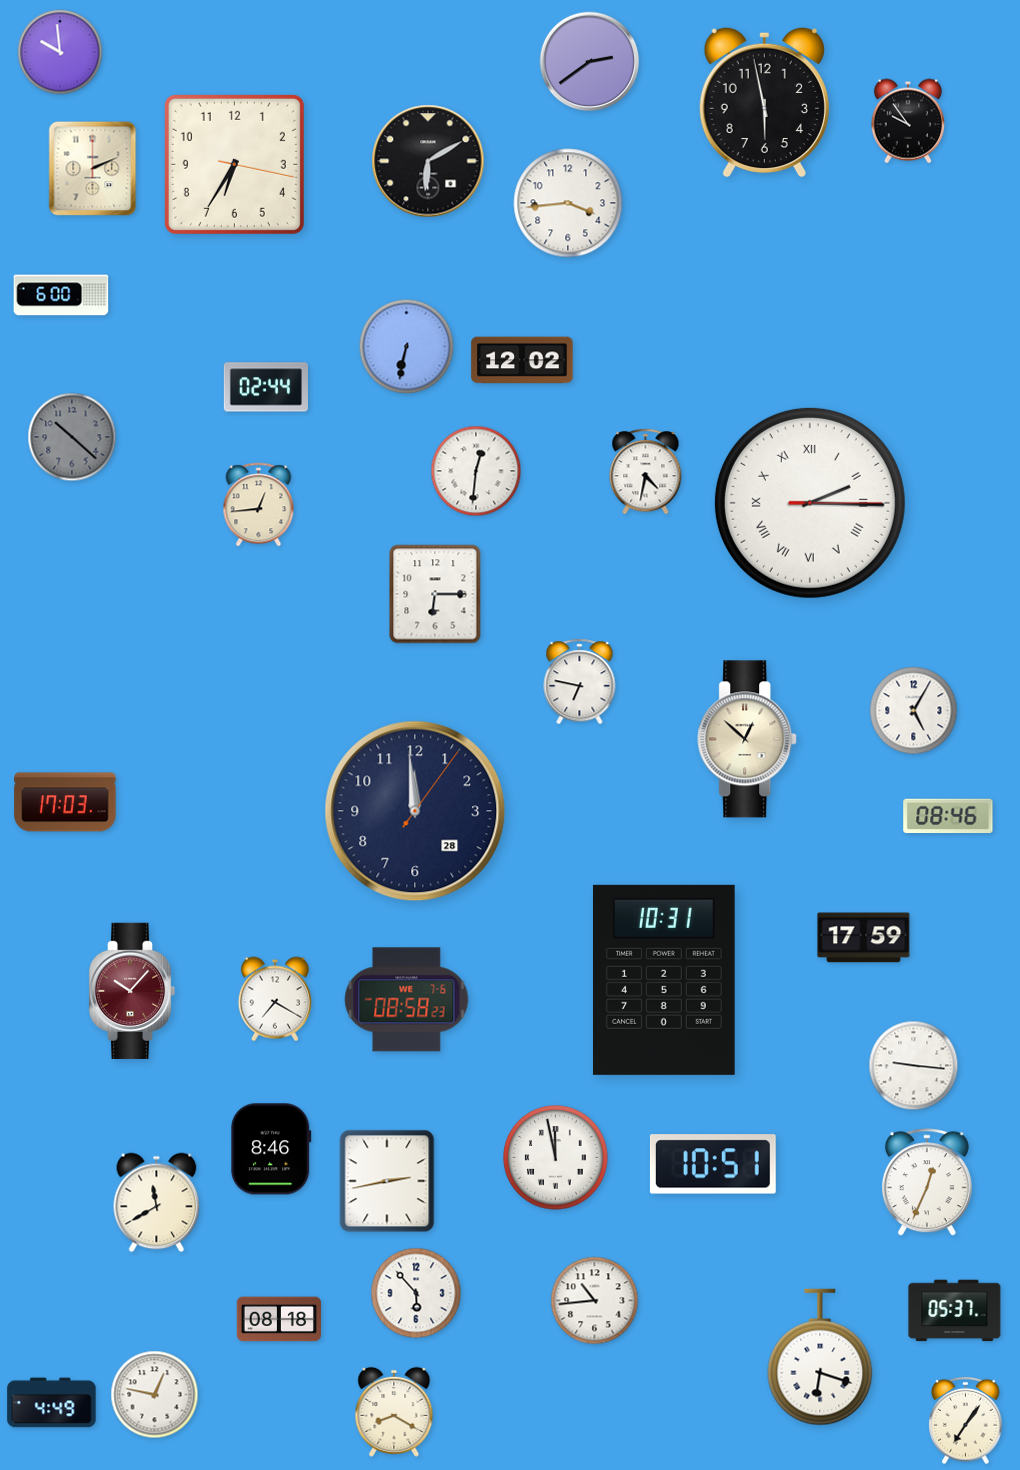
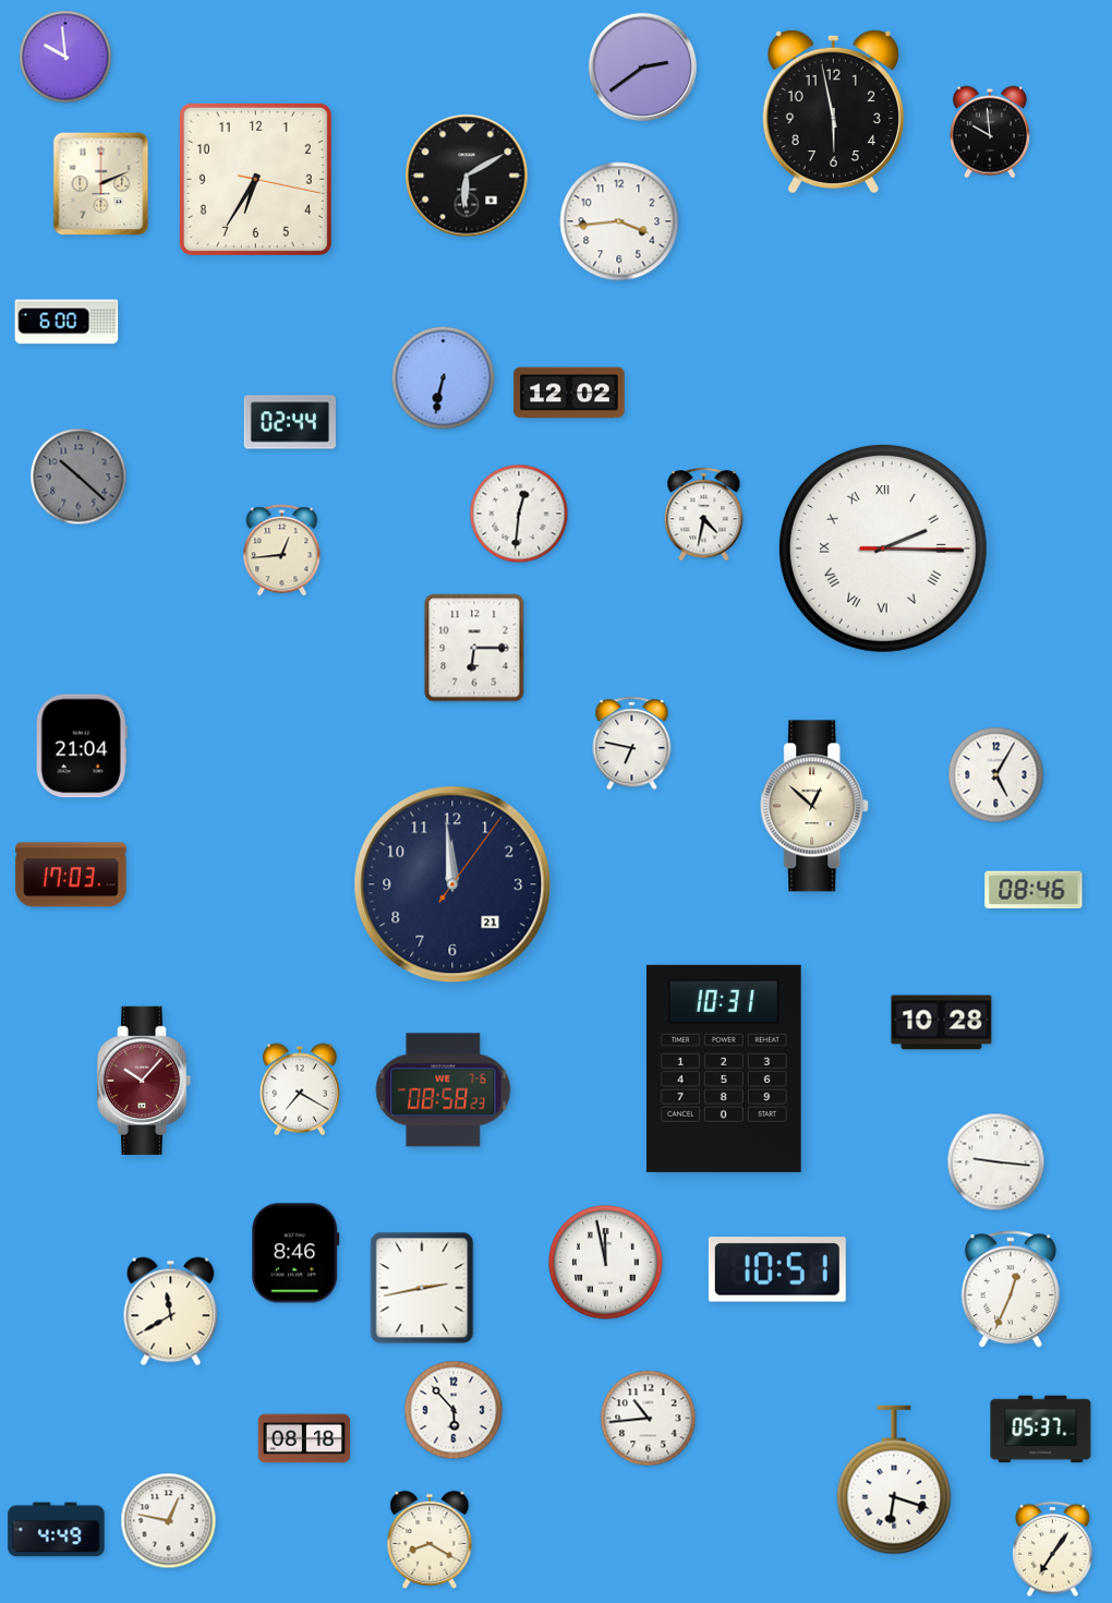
clock at (908, 121): 9:54 -> 9:59
clock at (82, 746): none -> 21:04
clock at (415, 811) date: 28 -> 21
clock at (864, 938): 17:59 -> 10:28
